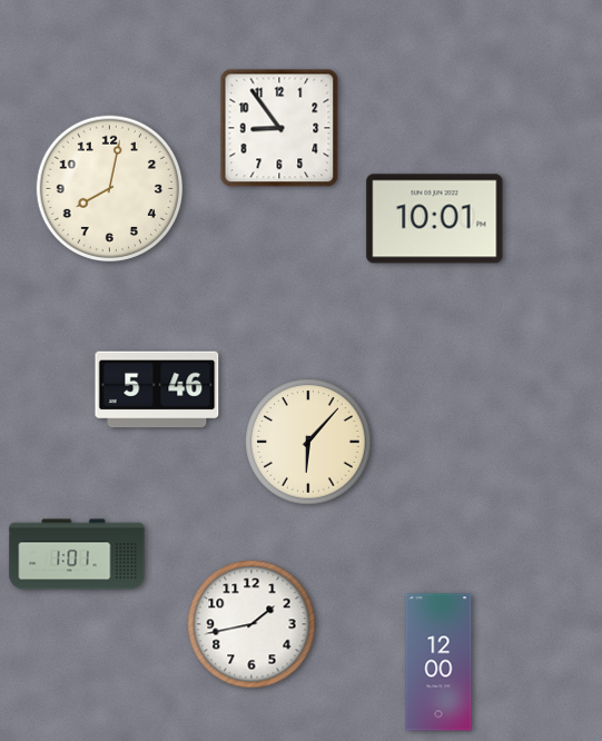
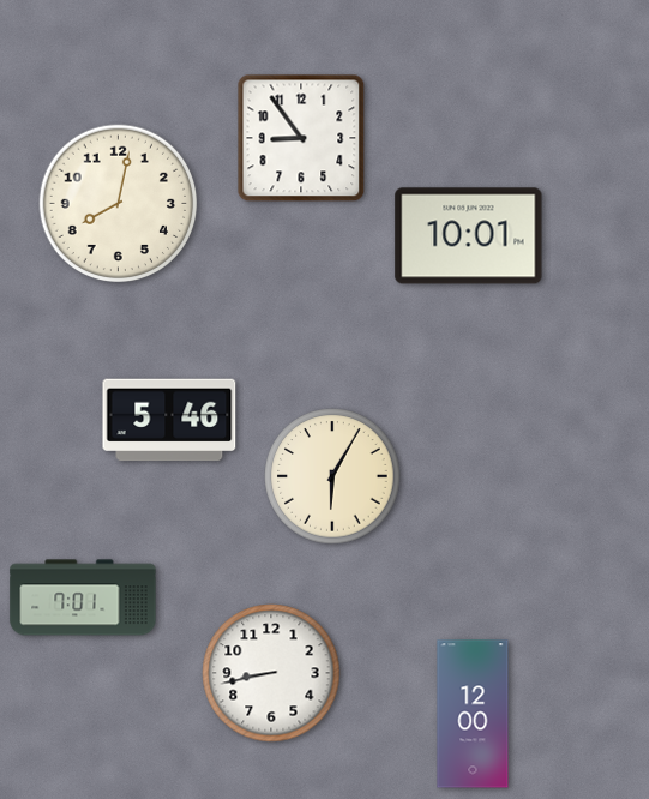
clock at (308, 442): 6:07 -> 6:05
clock at (77, 554): 1:01 -> 7:01
clock at (251, 624): 1:43 -> 8:43
